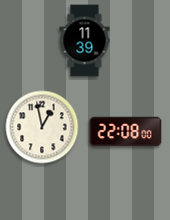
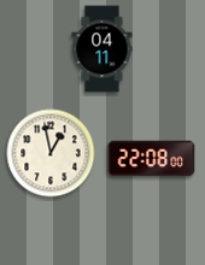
clock at (85, 41): 11:39 -> 04:11
